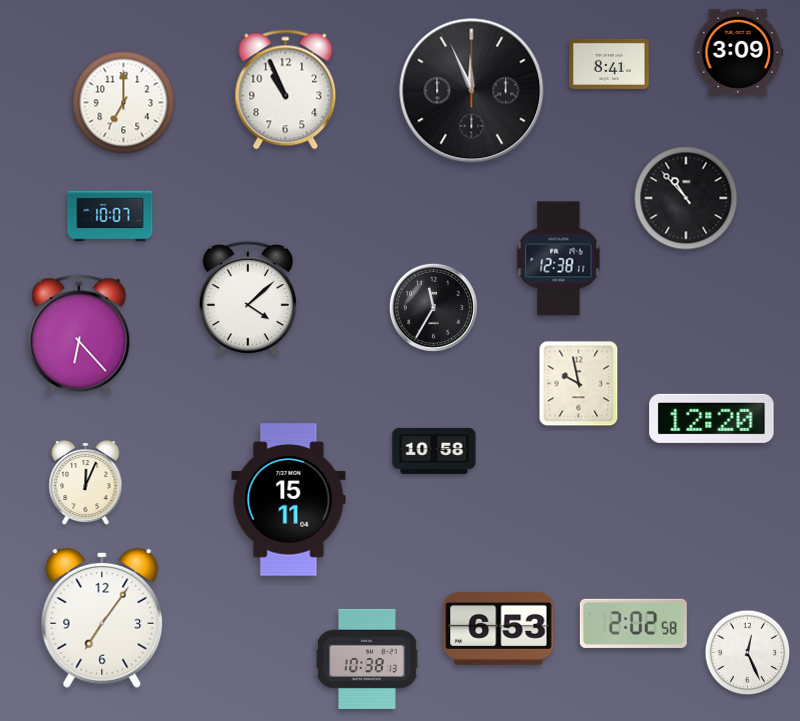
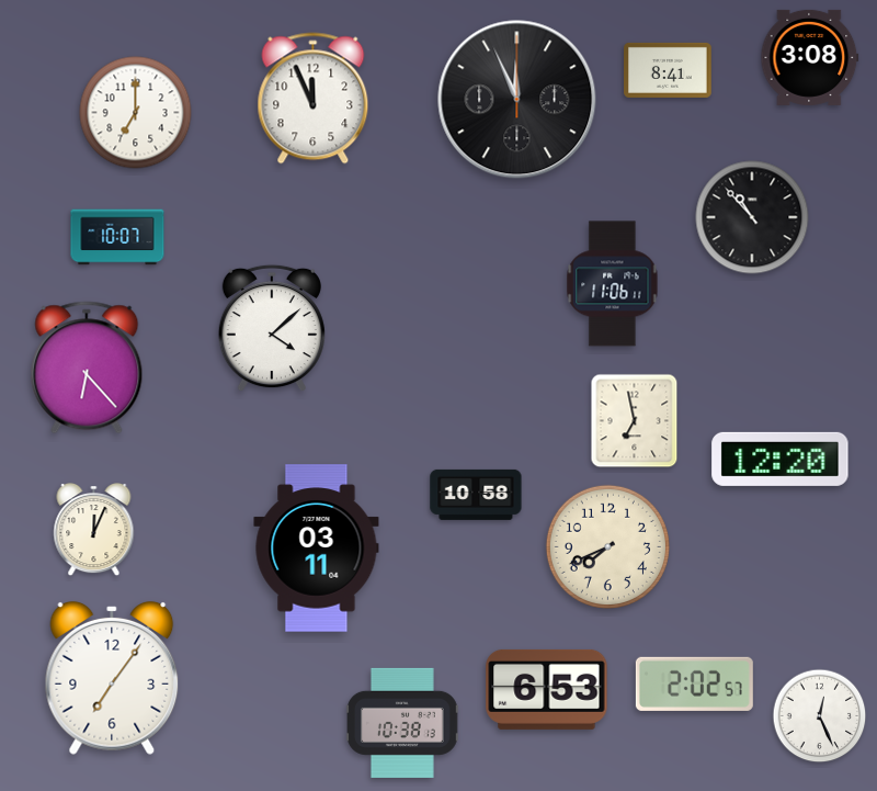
clock at (739, 52): 3:09 -> 3:08
clock at (286, 90): 10:56 -> 11:56
clock at (110, 216) position: (110, 216) -> (117, 237)
clock at (559, 259): 12:38 -> 11:06
clock at (433, 307): 11:35 -> none
clock at (579, 384): 9:58 -> 6:58
clock at (607, 546): none -> 7:41
clock at (289, 500): 15:11 -> 03:11
clock at (633, 623): 2:02:58 -> 2:02:57
